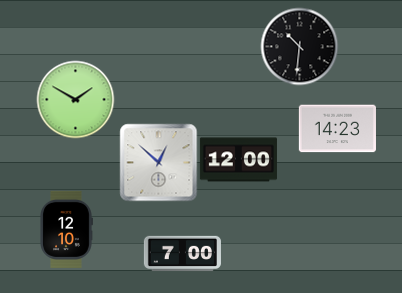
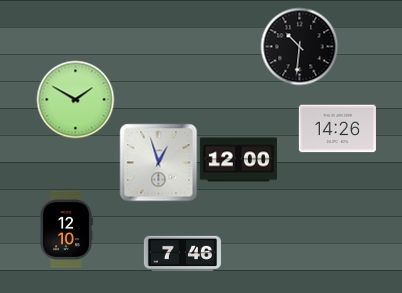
clock at (337, 129): 14:23 -> 14:26
clock at (158, 162): 12:52 -> 12:57
clock at (182, 254): 7:00 -> 7:46
